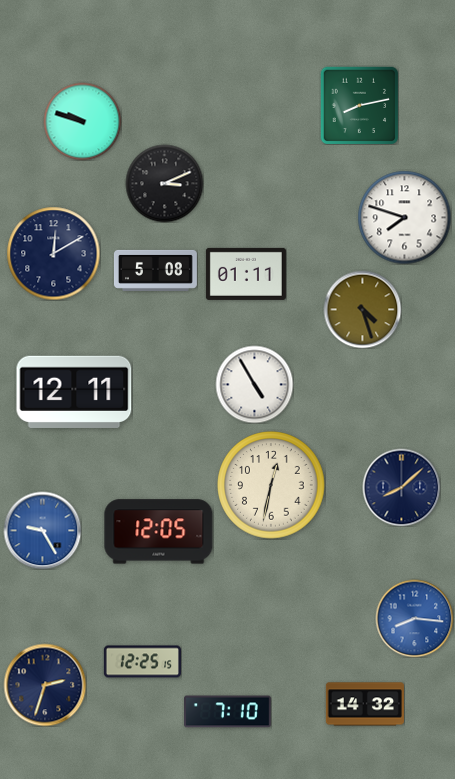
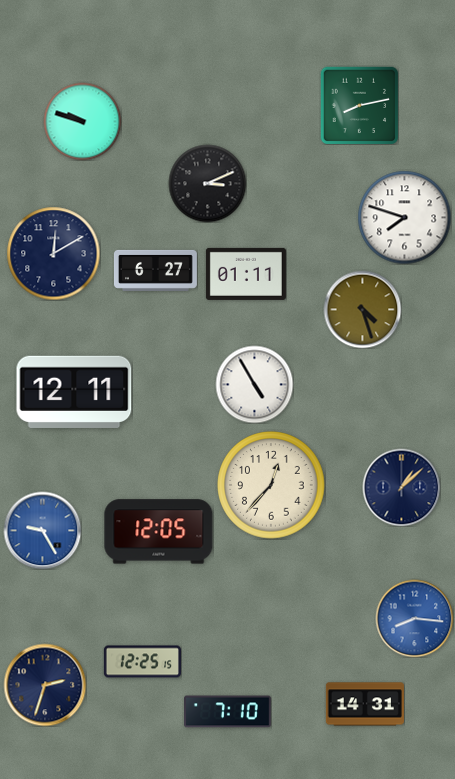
clock at (164, 183) position: (164, 183) -> (207, 183)
clock at (155, 270): 5:08 -> 6:27
clock at (271, 485): 12:32 -> 12:37
clock at (401, 487): 8:08 -> 1:08
clock at (365, 704): 14:32 -> 14:31
